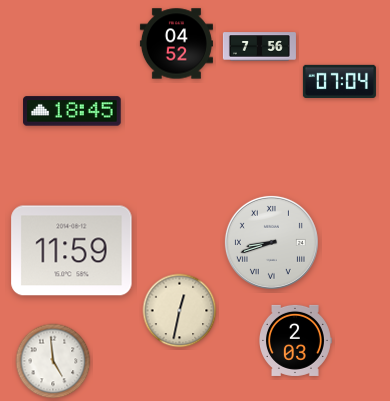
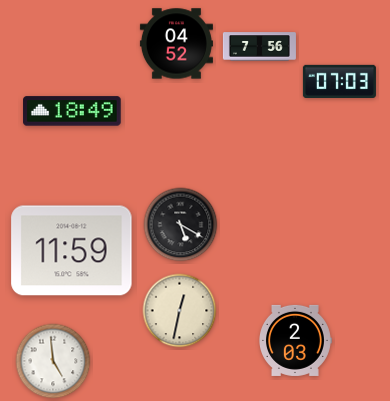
clock at (339, 81): 07:04 -> 07:03
clock at (72, 111): 18:45 -> 18:49
clock at (181, 225): none -> 5:20
clock at (271, 242): 8:42 -> none
